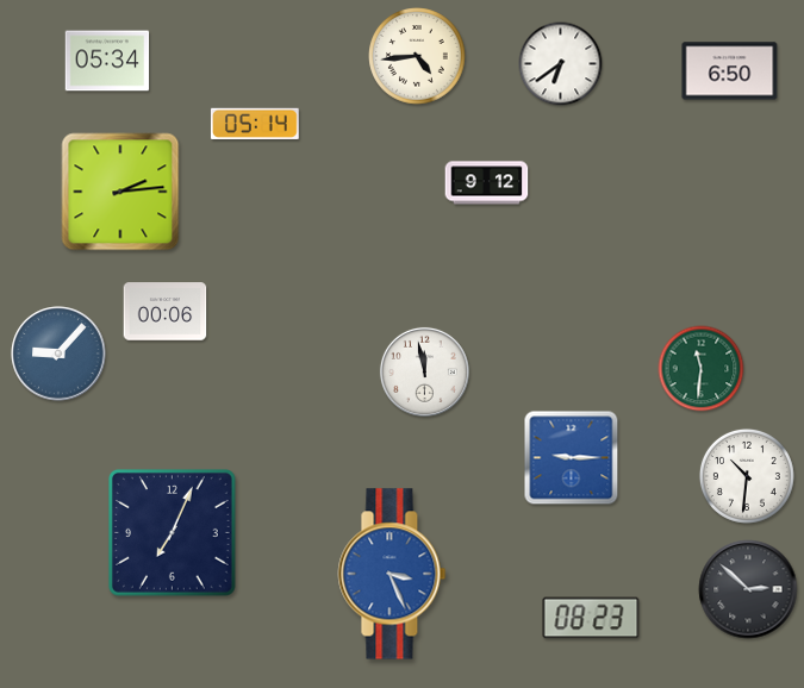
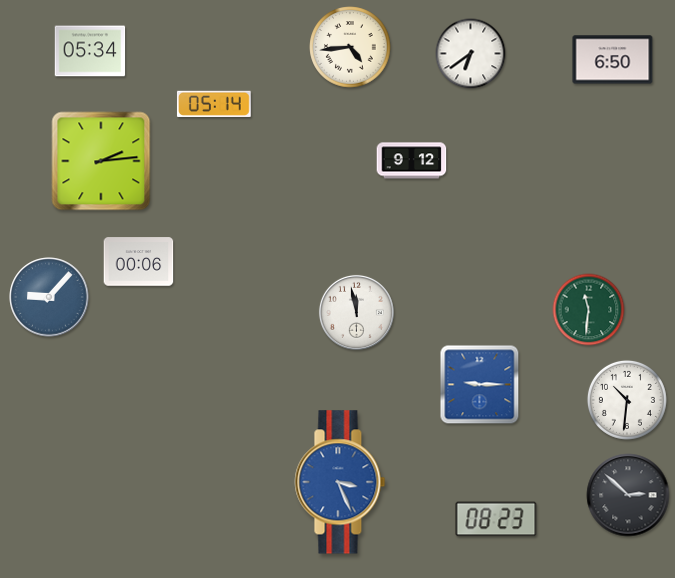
clock at (487, 183) position: (487, 183) -> (412, 161)
clock at (172, 532): 7:04 -> none
clock at (392, 574) position: (392, 574) -> (340, 482)
